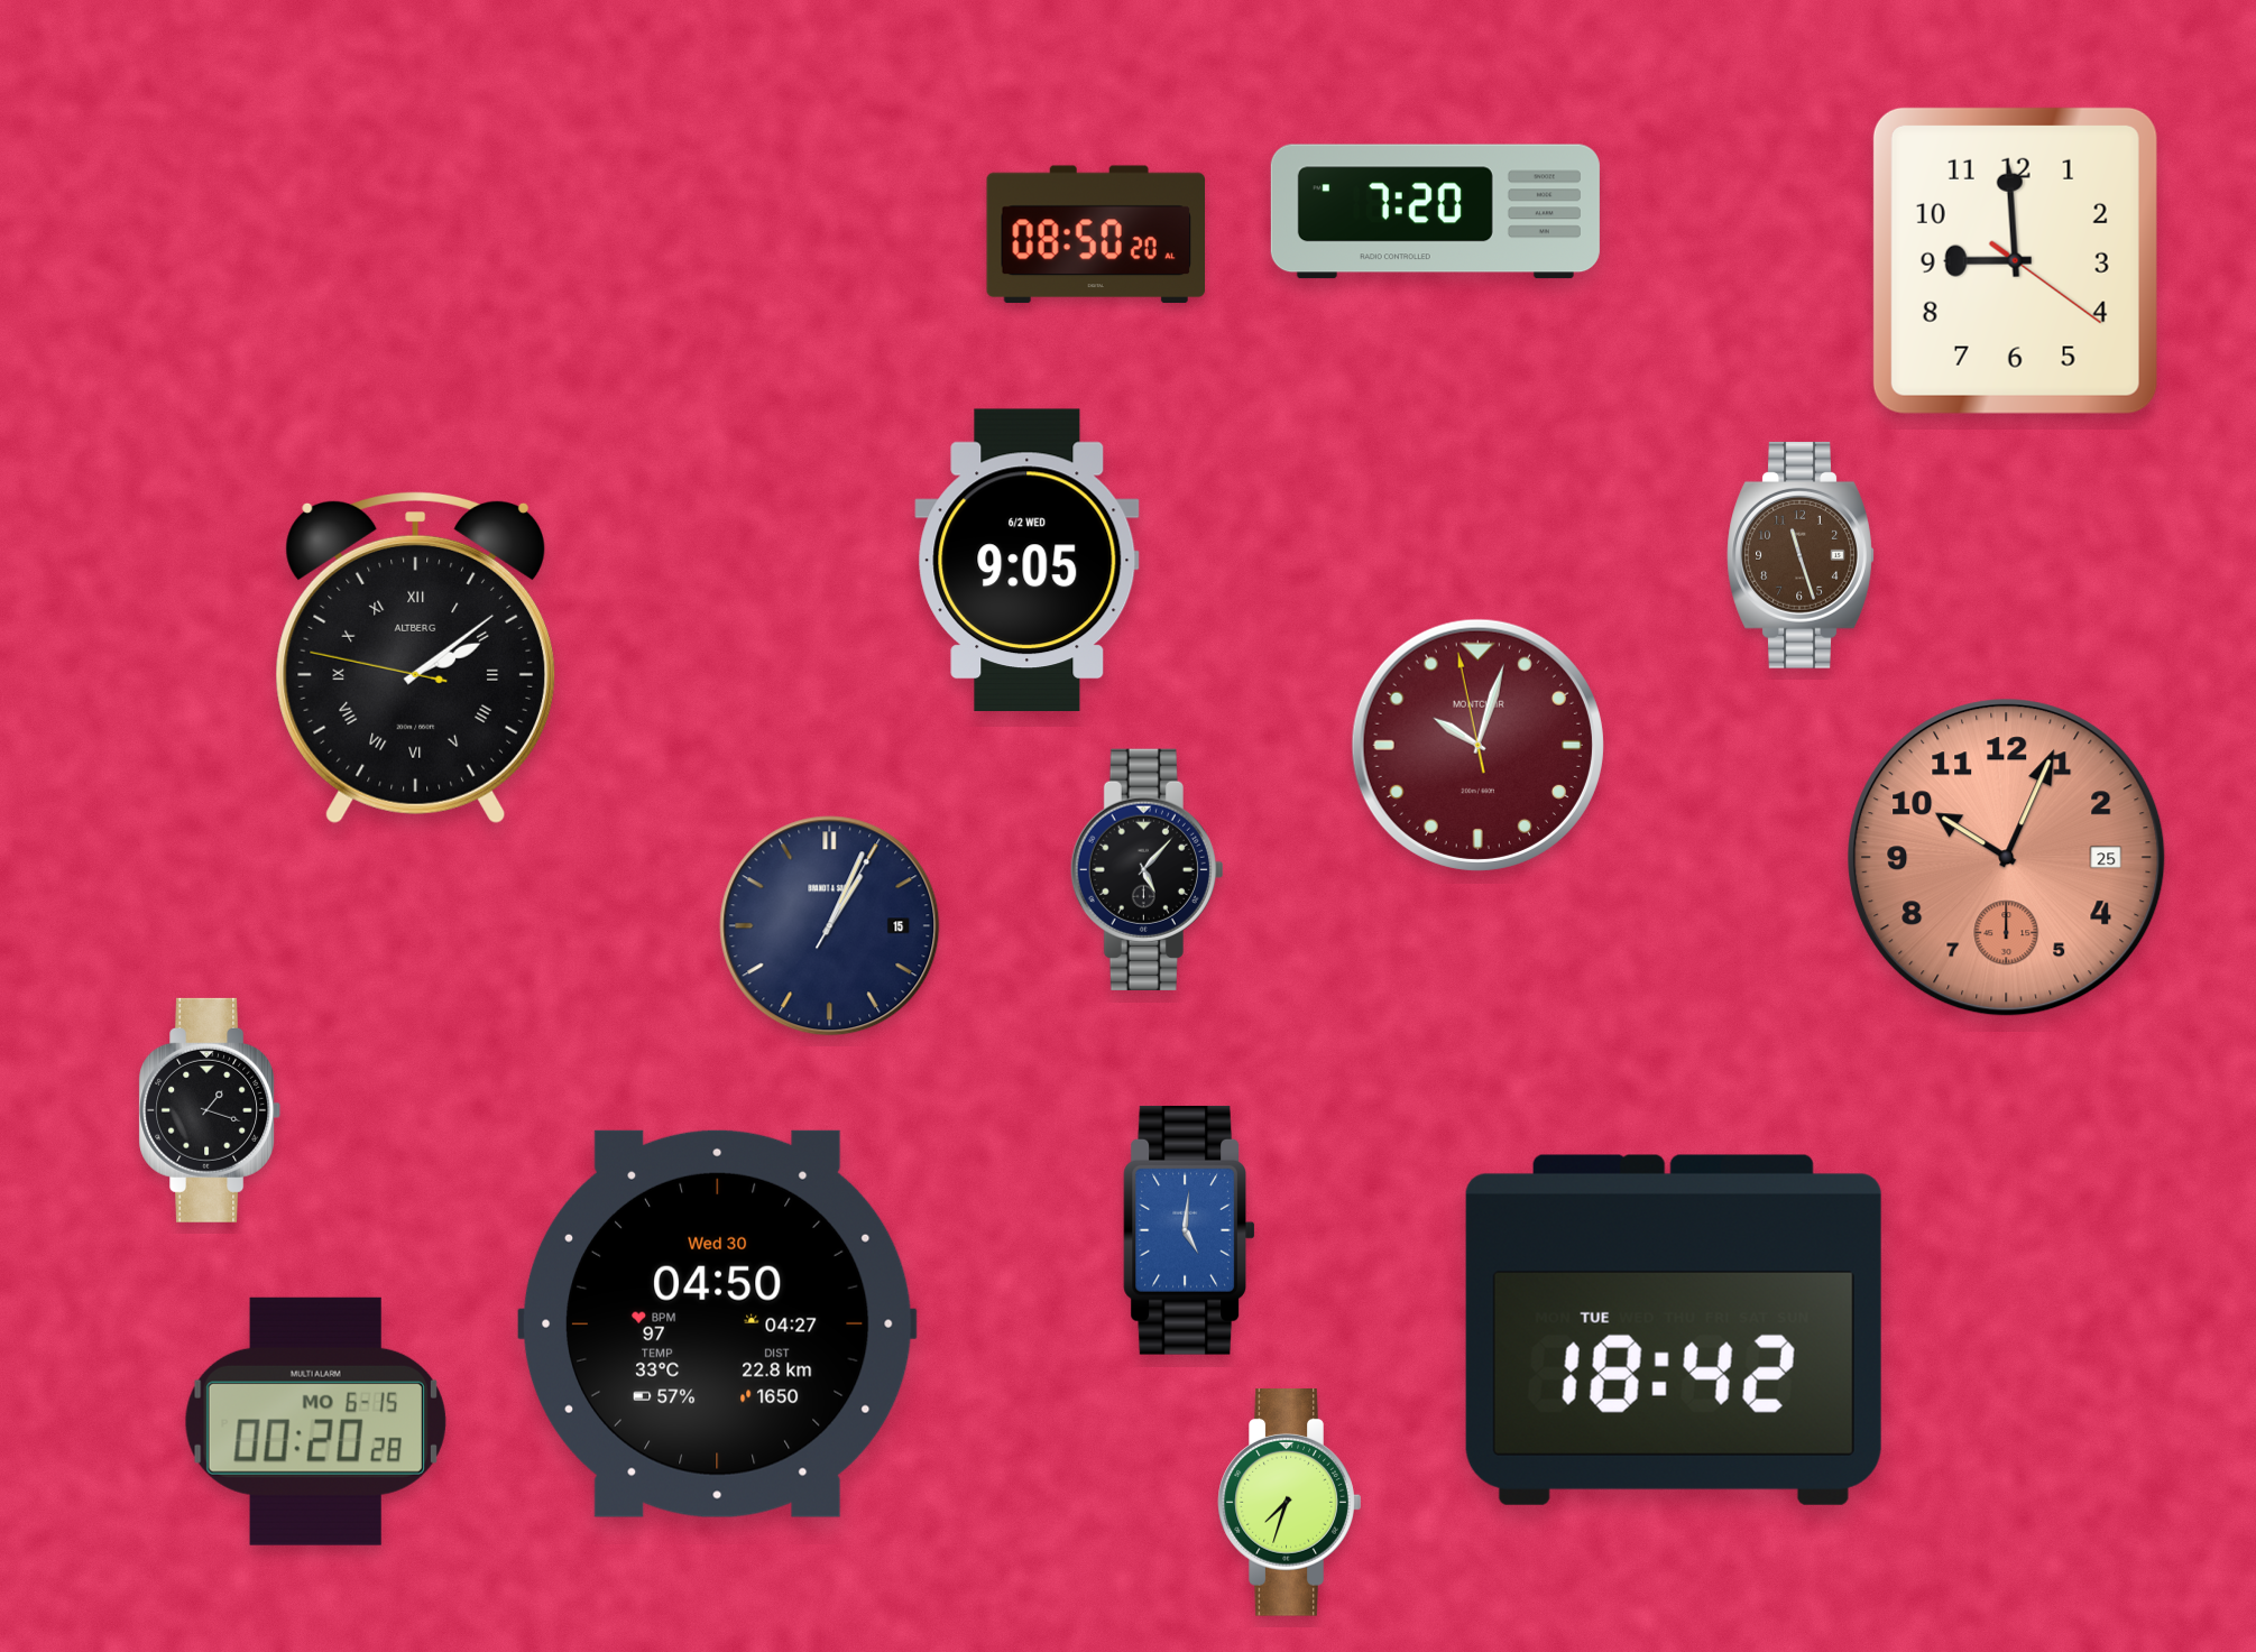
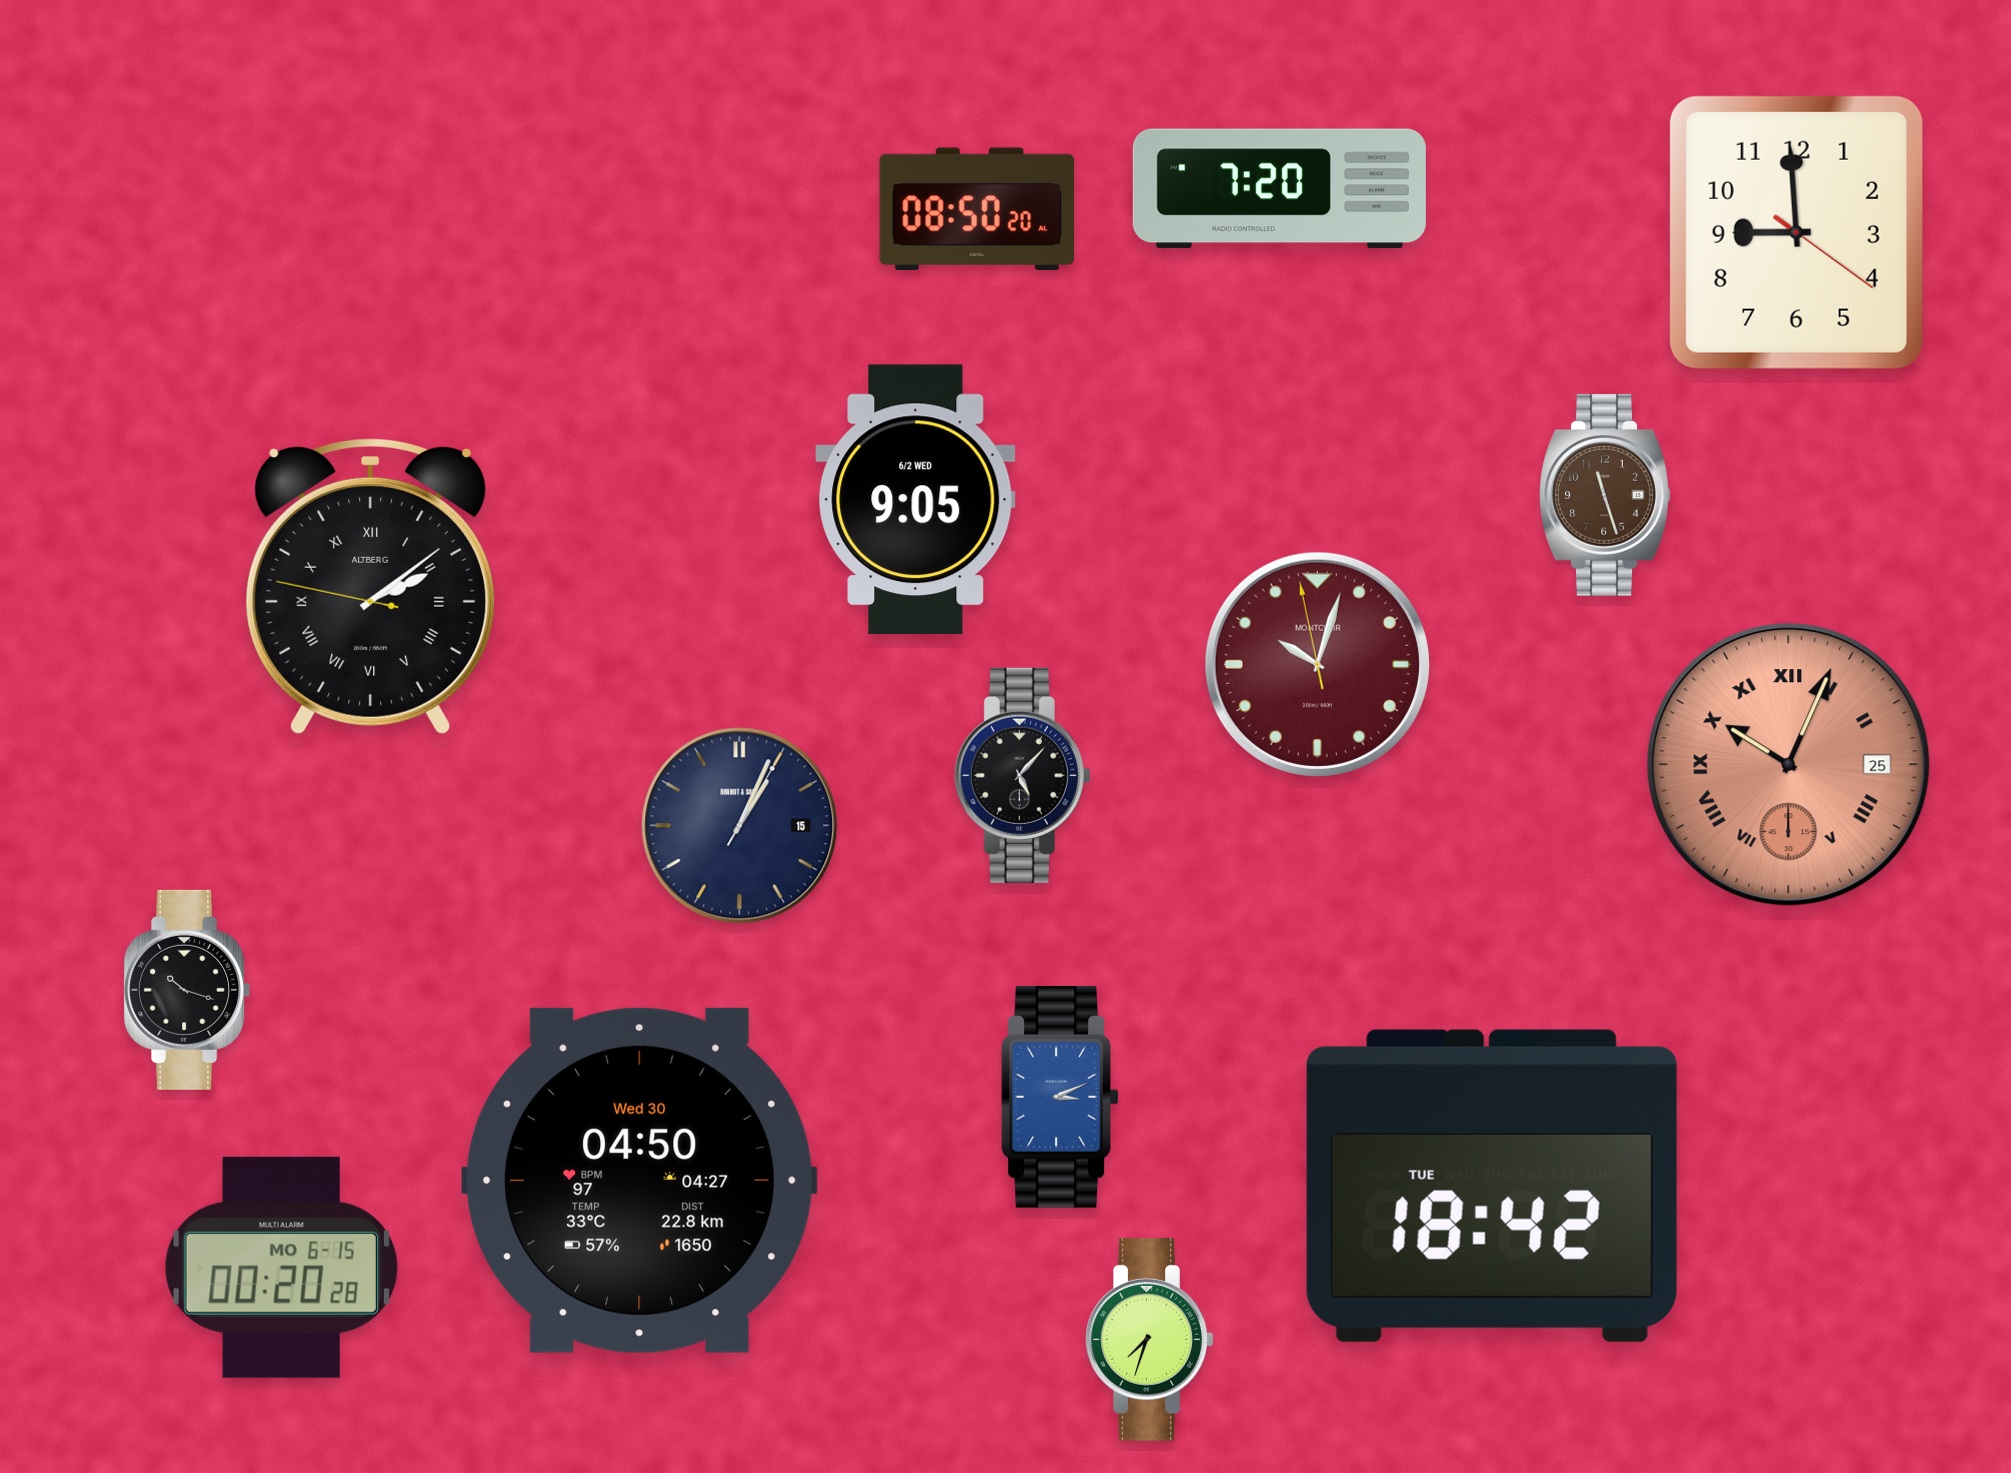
clock at (2007, 858) numerals: Arabic -> Roman
clock at (210, 1110): 1:18 -> 10:18
clock at (1189, 1230): 5:01 -> 3:11
